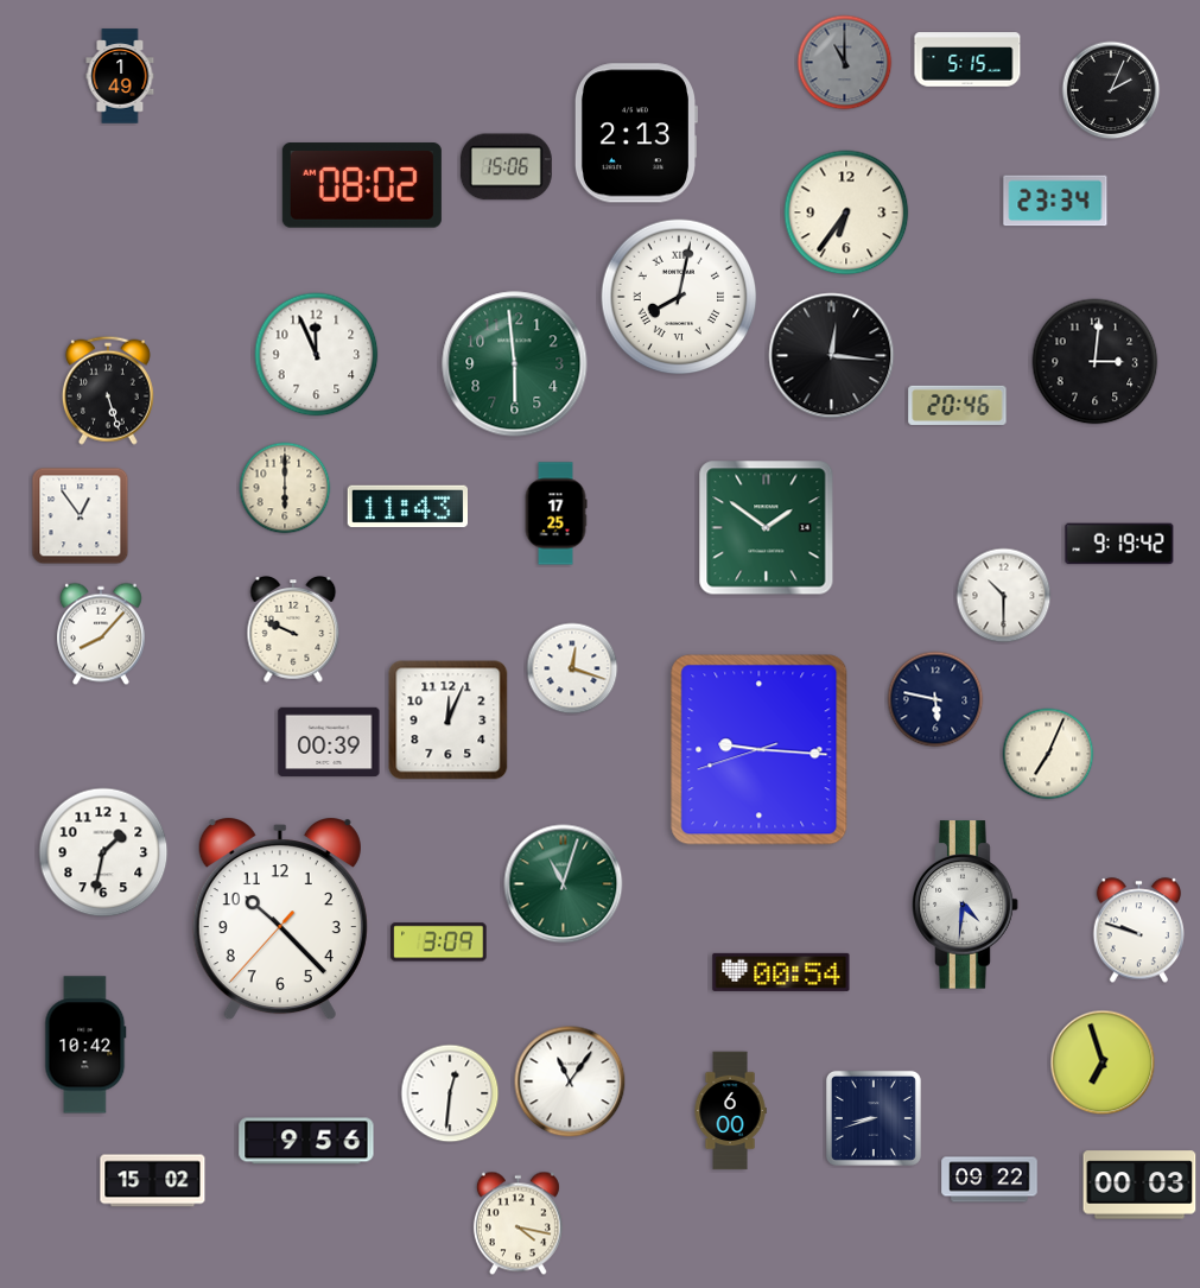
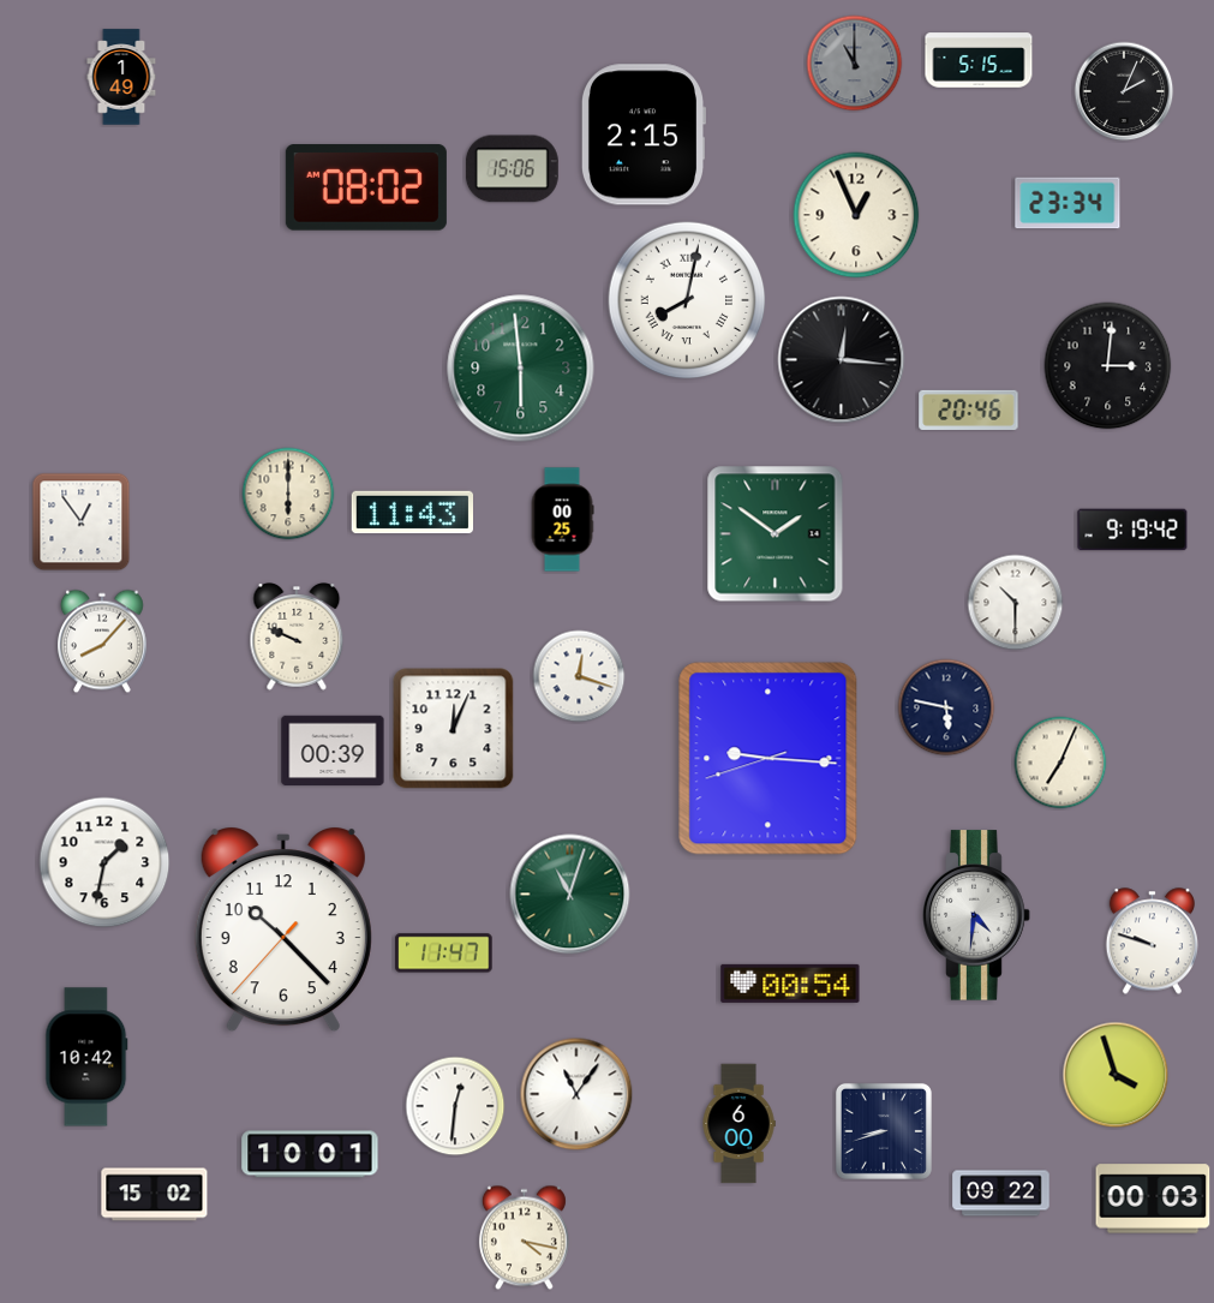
clock at (635, 133): 2:13 -> 2:15
clock at (846, 212): 6:36 -> 12:56
clock at (317, 355): 11:56 -> none
clock at (108, 391): 5:27 -> none
clock at (555, 514): 17:25 -> 00:25
clock at (1119, 544) position: (1119, 544) -> (1132, 530)
clock at (439, 943): 3:09 -> 11:47
clock at (1103, 1062): 6:57 -> 3:57
clock at (306, 1141): 9:56 -> 10:01
